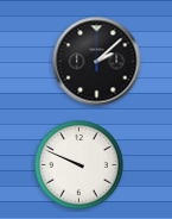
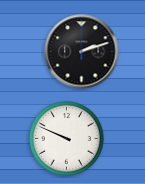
clock at (97, 62): 2:08 -> 2:12
